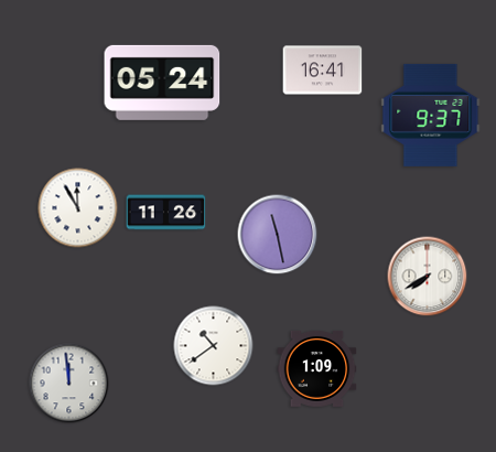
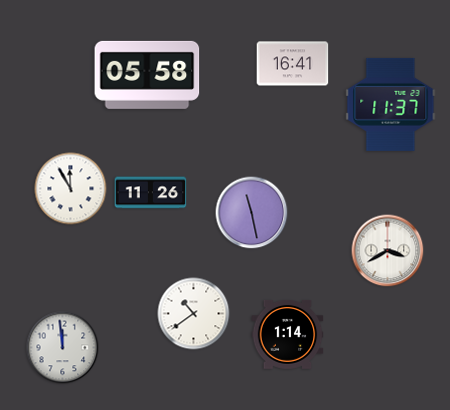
clock at (162, 83): 05:24 -> 05:58
clock at (431, 115): 9:37 -> 11:37
clock at (428, 277): 7:40 -> 3:40
clock at (317, 369): 1:09 -> 1:14
